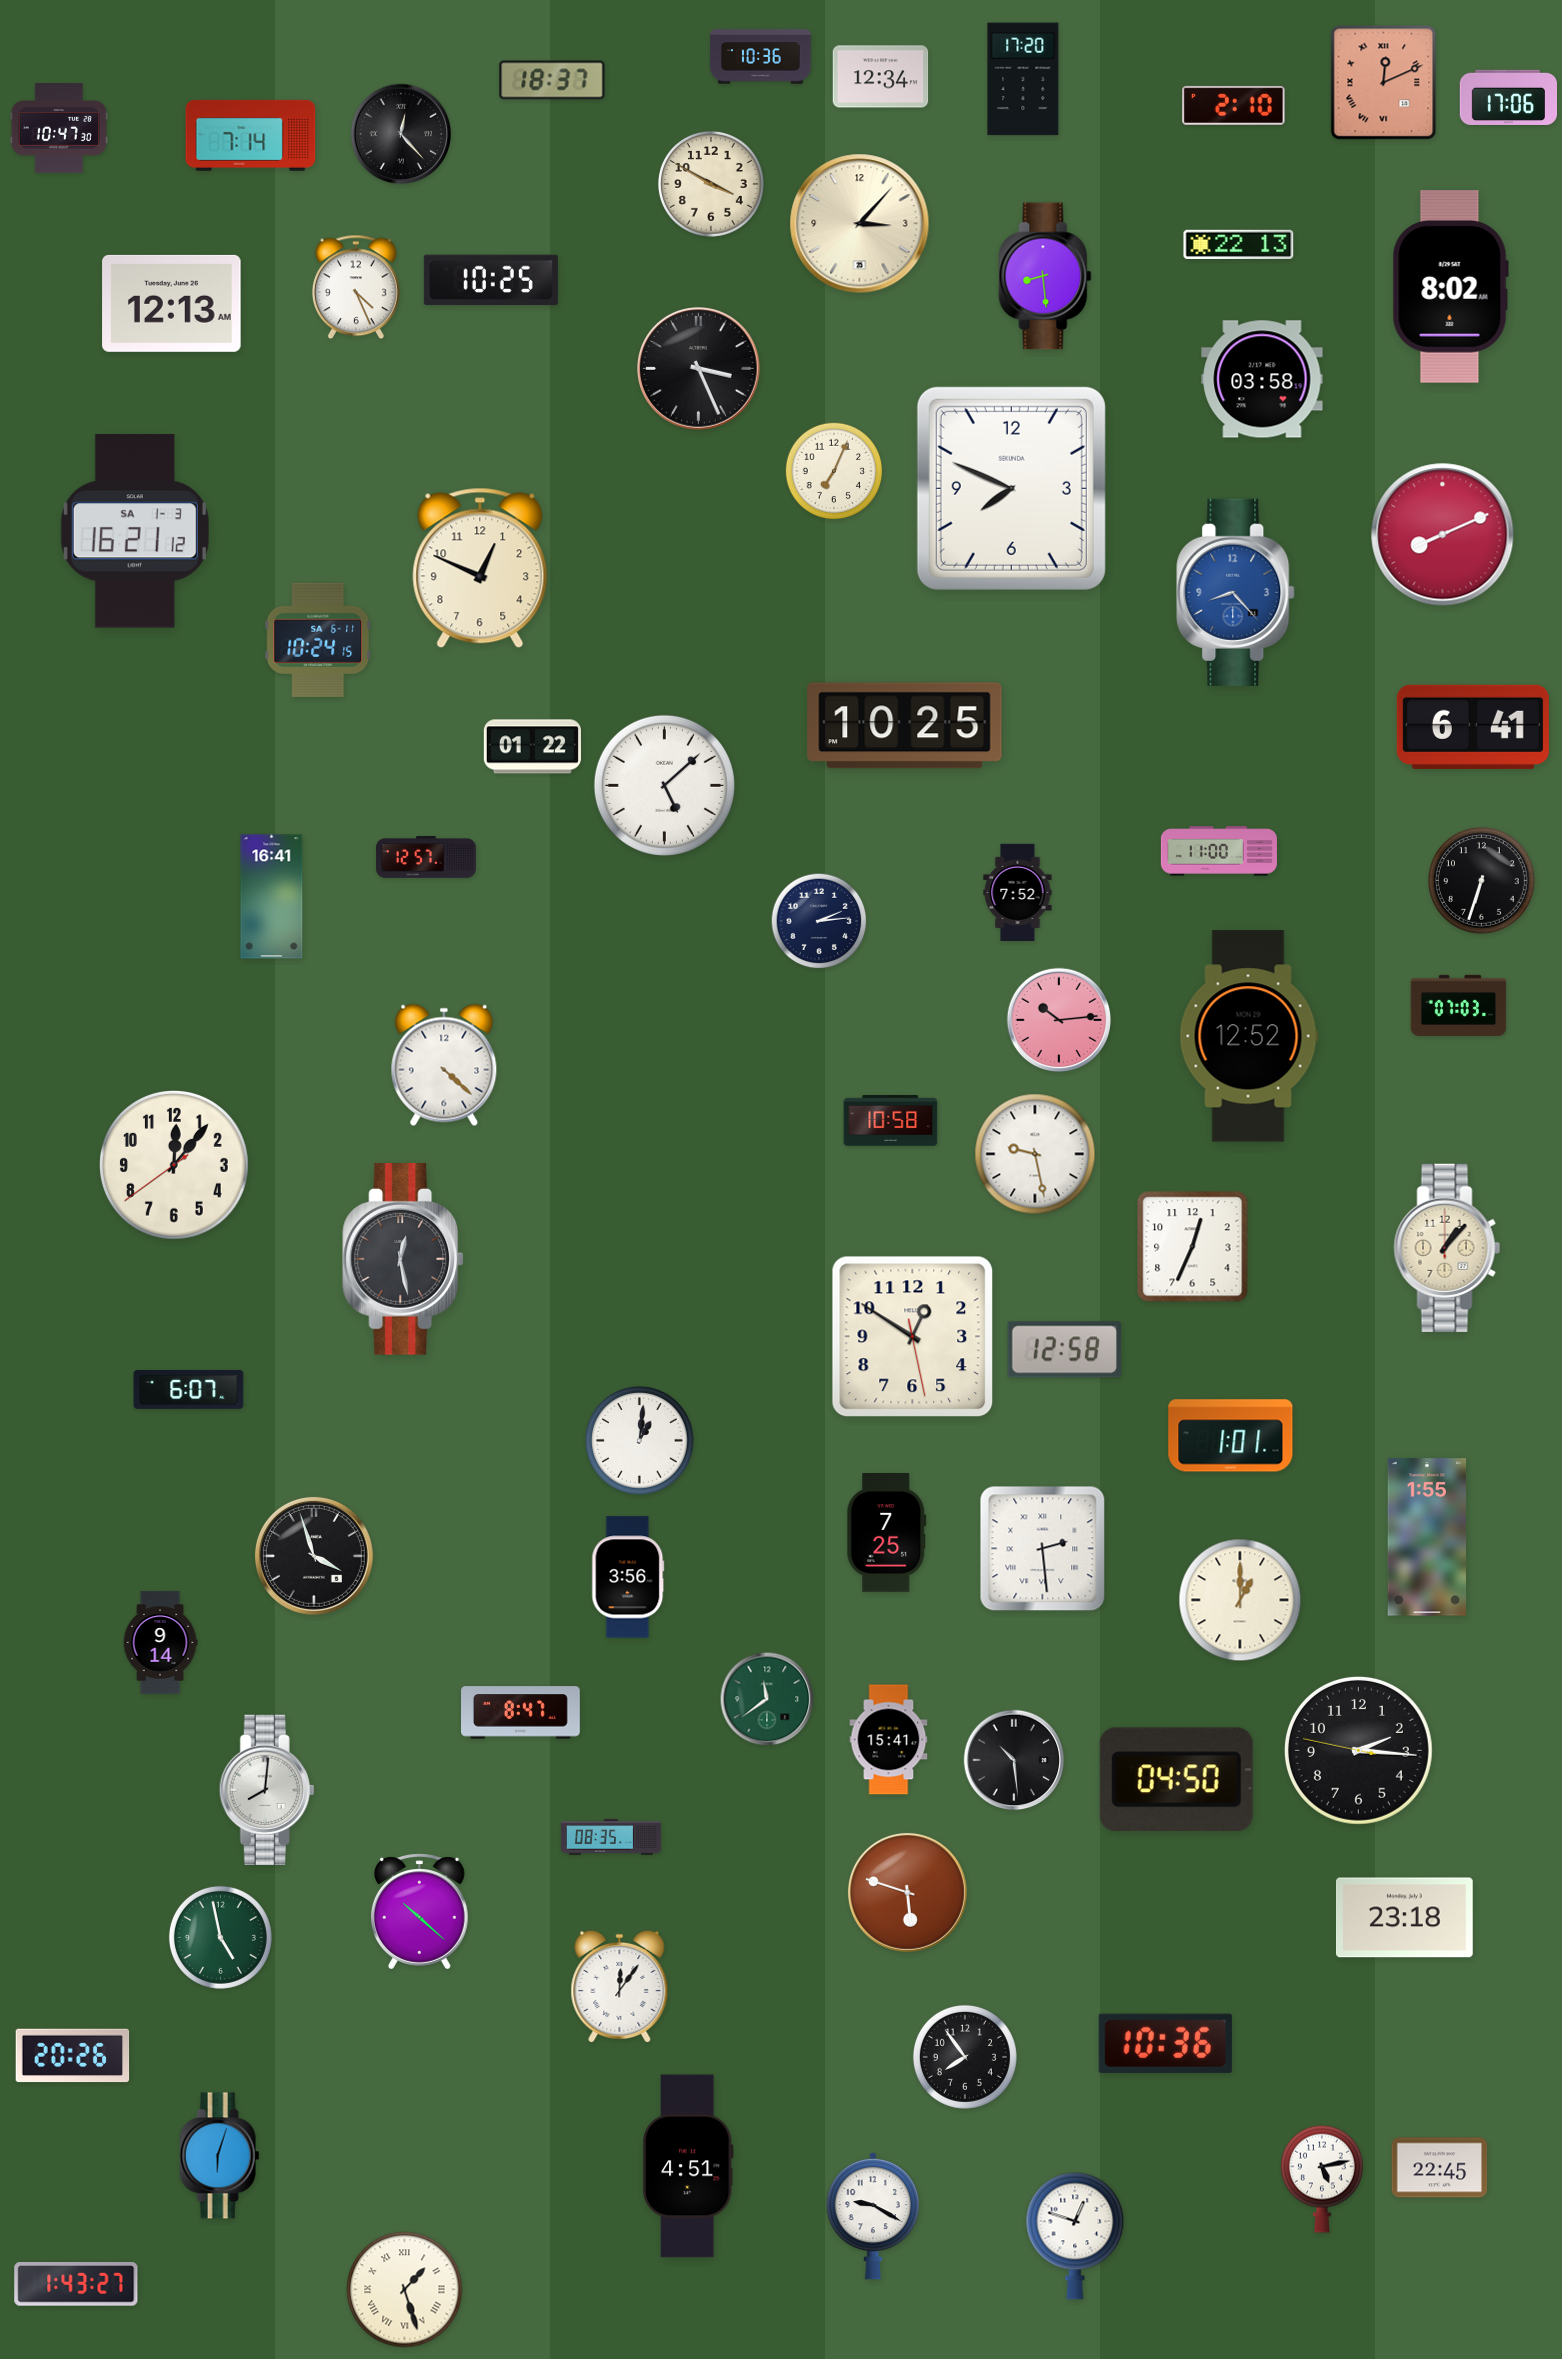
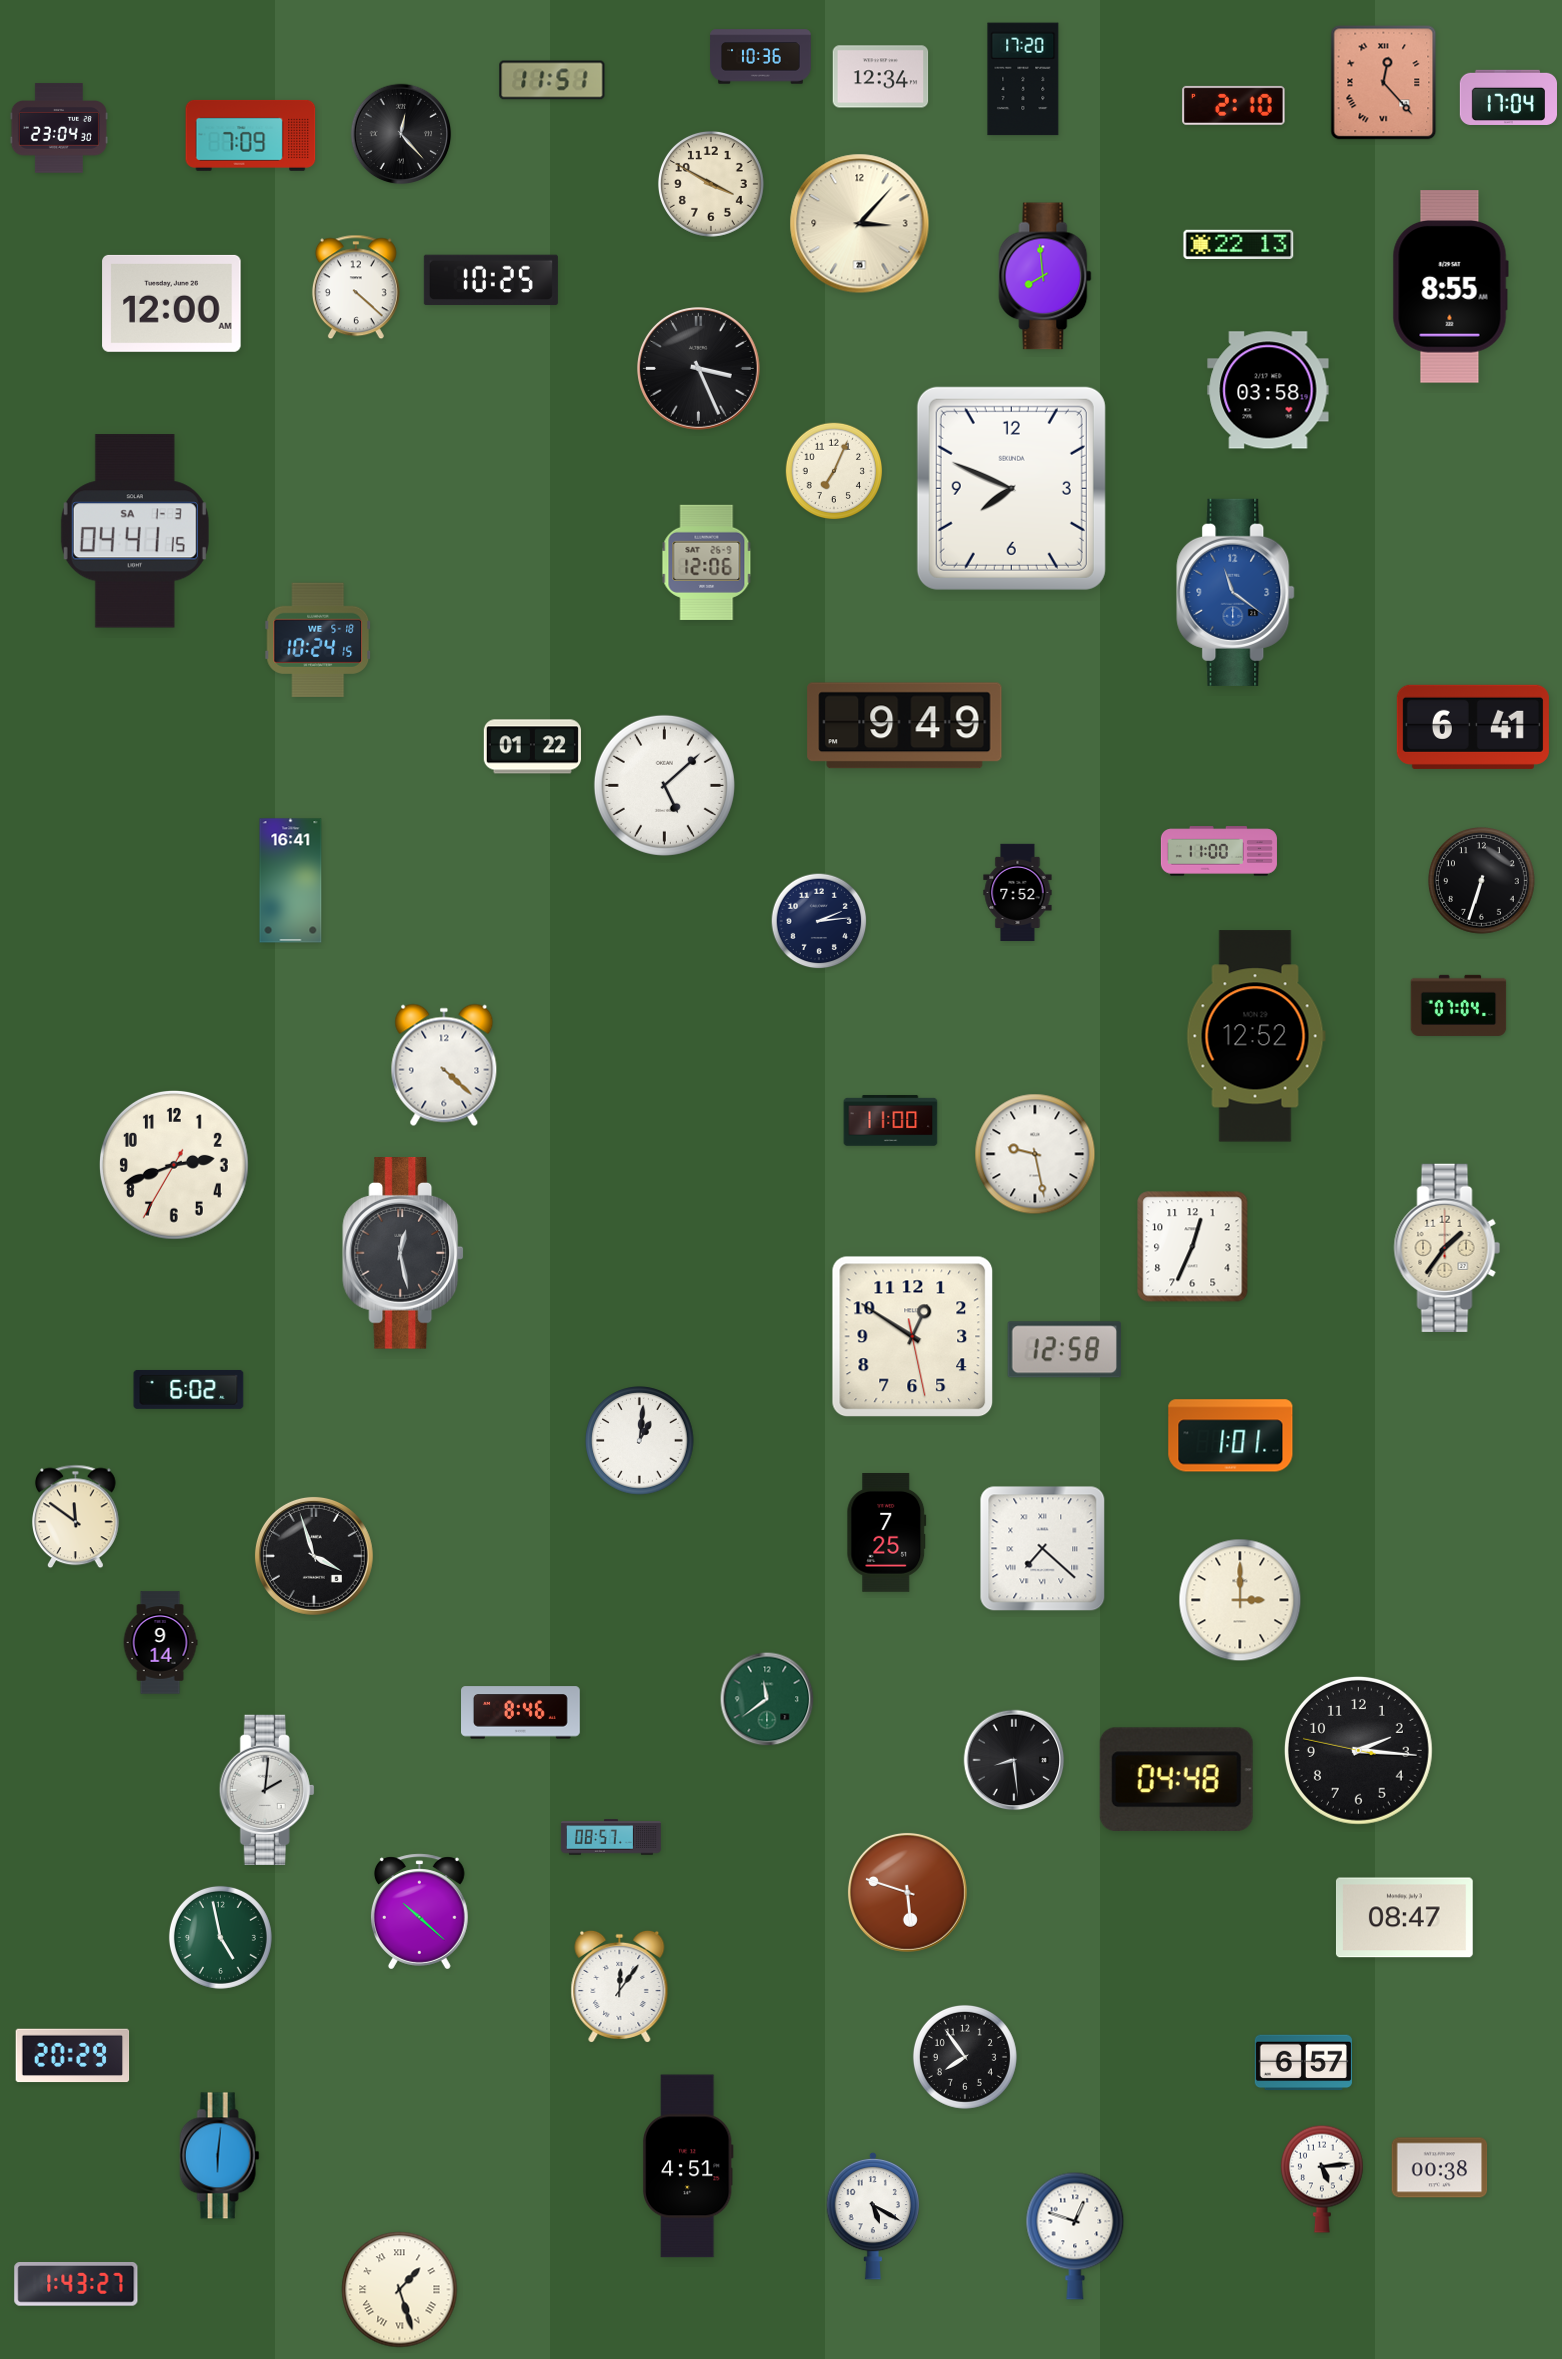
clock at (552, 80): 18:37 -> 11:51
clock at (1384, 83): 12:11 -> 12:23
clock at (1508, 97): 17:06 -> 17:04
clock at (59, 128): 10:47 -> 23:04
clock at (251, 135): 7:14 -> 7:09
clock at (1045, 276): 8:29 -> 7:59
clock at (356, 287): 4:26 -> 4:22
clock at (1450, 287): 8:02 -> 8:55
clock at (172, 303): 12:13 -> 12:00
clock at (1262, 379) position: (1262, 379) -> (1268, 390)
clock at (135, 531): 16:21 -> 04:41
clock at (1443, 535): 8:11 -> none
clock at (707, 562): none -> 12:06
clock at (480, 568): 12:49 -> none
clock at (1236, 592): 8:23 -> 11:21
clock at (318, 640) date: SA 6-11 -> WE 5-18
clock at (905, 726): 10:25 -> 9:49
clock at (426, 858): 12:57 -> none
clock at (272, 897) position: (272, 897) -> (291, 881)
clock at (1459, 1005): 07:03 -> 07:04
clock at (1058, 1019): 10:14 -> none
clock at (1249, 1036) position: (1249, 1036) -> (1256, 1036)
clock at (891, 1121): 10:58 -> 11:00
clock at (175, 1166): 12:06 -> 2:41
clock at (1447, 1248): 1:07 -> 1:36
clock at (403, 1260) position: (403, 1260) -> (403, 1254)
clock at (189, 1389): 6:07 -> 6:02
clock at (76, 1517): none -> 11:51
clock at (1427, 1537): 1:55 -> none
clock at (1043, 1549): 2:29 -> 7:22
clock at (628, 1577): 3:56 -> none
clock at (1240, 1600): 1:00 -> 3:00
clock at (521, 1713): 8:47 -> 8:46
clock at (889, 1740): 15:41 -> none
clock at (1014, 1760): 10:29 -> 8:29
clock at (1176, 1779): 04:50 -> 04:48
clock at (267, 1789): 8:01 -> 2:01
clock at (611, 1837): 08:35 -> 08:57
clock at (1404, 1918): 23:18 -> 08:47
clock at (1165, 2043): 10:36 -> none
clock at (73, 2056): 20:26 -> 20:29
clock at (1303, 2063): none -> 6:57
clock at (220, 2156): 6:03 -> 6:01
clock at (1440, 2168): 22:45 -> 00:38
clock at (1323, 2179): 5:13 -> 5:14
clock at (872, 2216): 9:20 -> 5:20
clock at (405, 2290) position: (405, 2290) -> (400, 2290)
